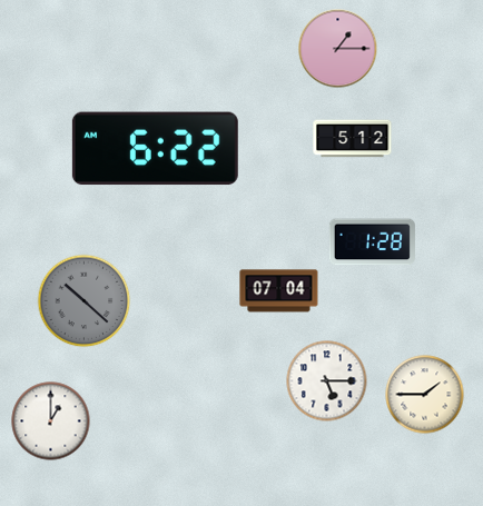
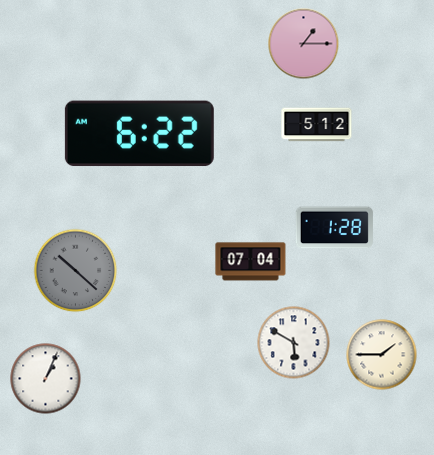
clock at (372, 242) position: (372, 242) -> (334, 228)
clock at (327, 381): 5:15 -> 5:50
clock at (51, 421): 1:00 -> 1:04
